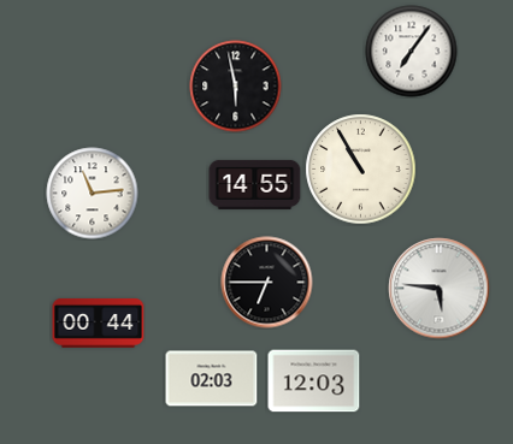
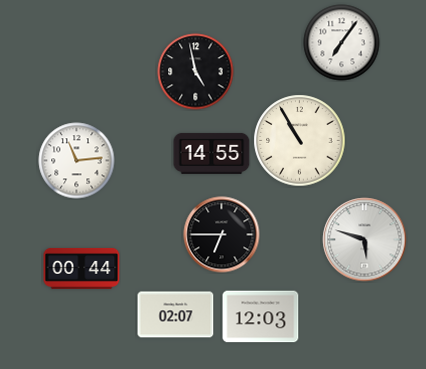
clock at (236, 87): 5:58 -> 4:58
clock at (440, 289): 5:46 -> 5:48
clock at (212, 379): 02:03 -> 02:07
